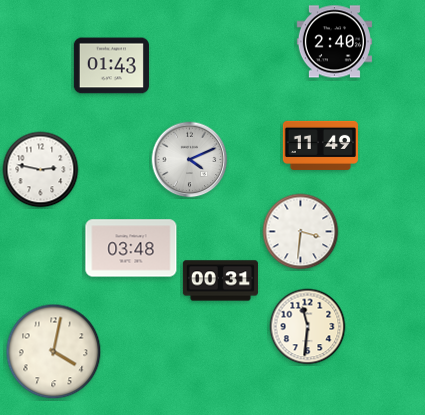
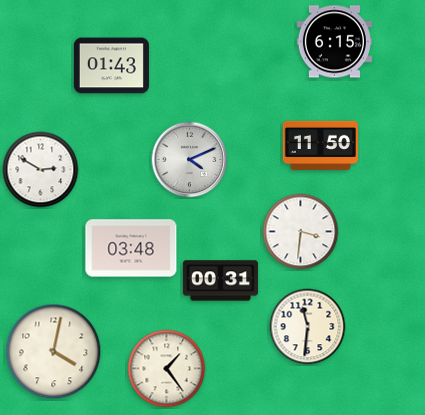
clock at (334, 42): 2:40 -> 6:15
clock at (320, 145): 11:49 -> 11:50
clock at (41, 170): 2:47 -> 2:50
clock at (167, 369): none -> 1:24
